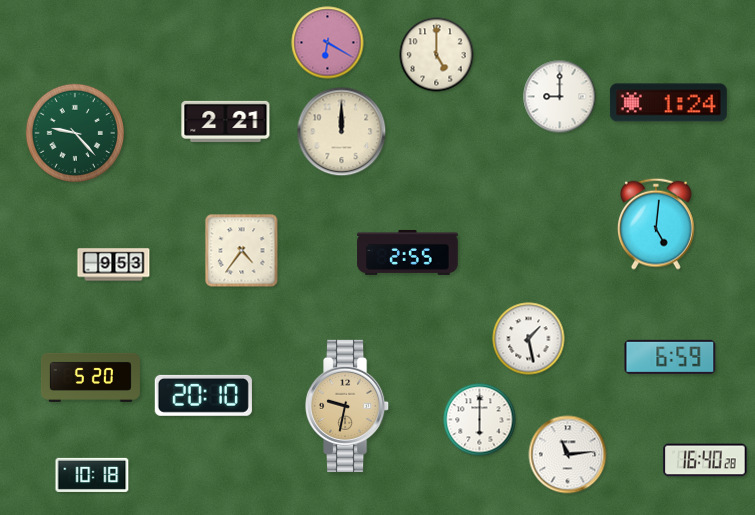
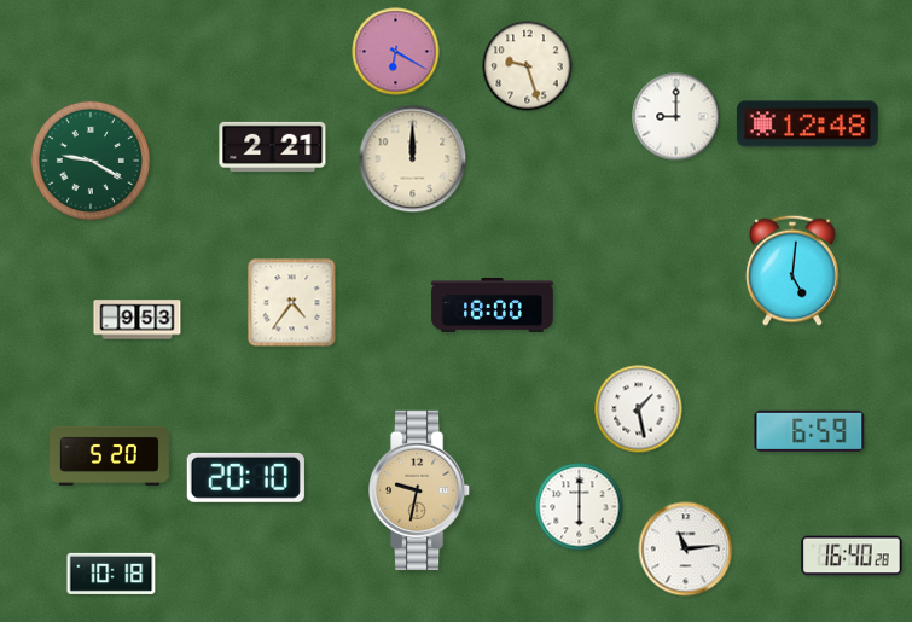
clock at (437, 55): 5:00 -> 9:27
clock at (668, 103): 1:24 -> 12:48
clock at (75, 133): 9:23 -> 9:20
clock at (408, 252): 2:55 -> 18:00
